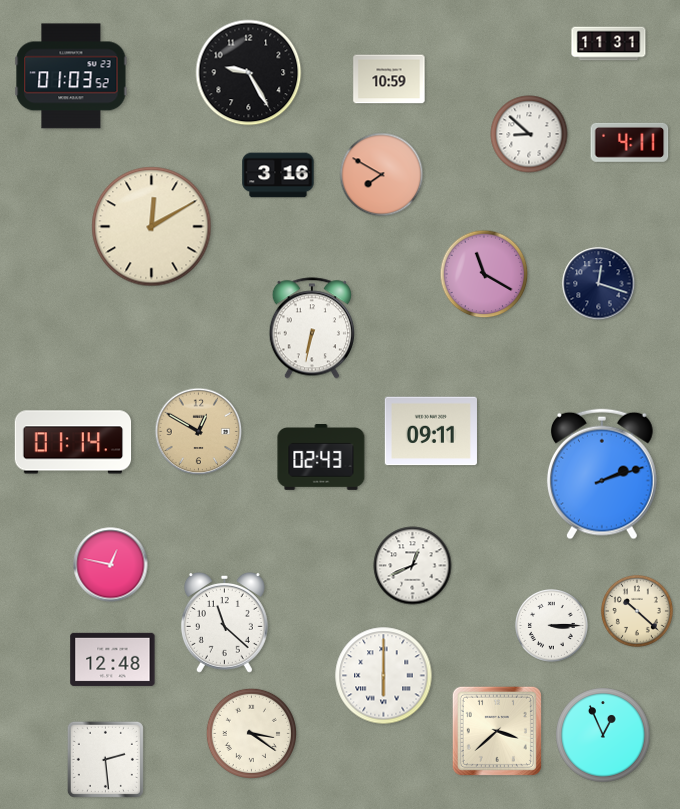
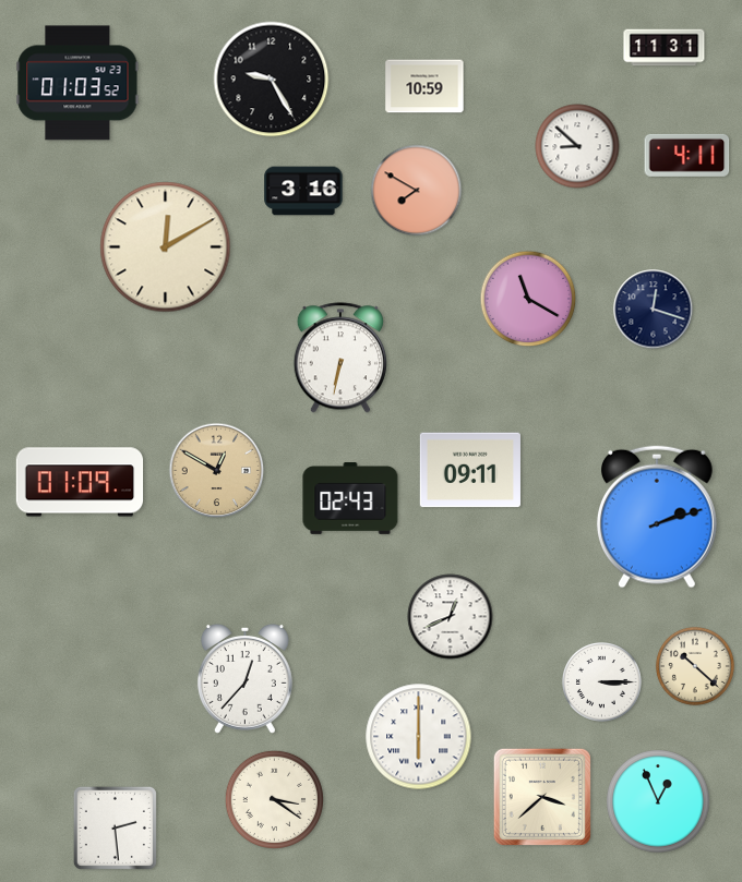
clock at (73, 442): 01:14 -> 01:09
clock at (111, 565): 12:47 -> none
clock at (224, 622): 11:22 -> 12:37
clock at (113, 659): 12:48 -> none
